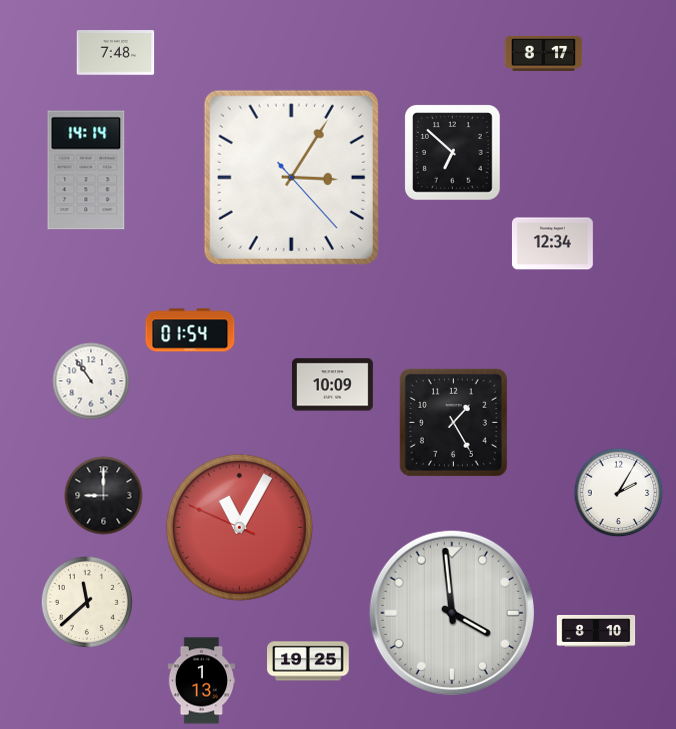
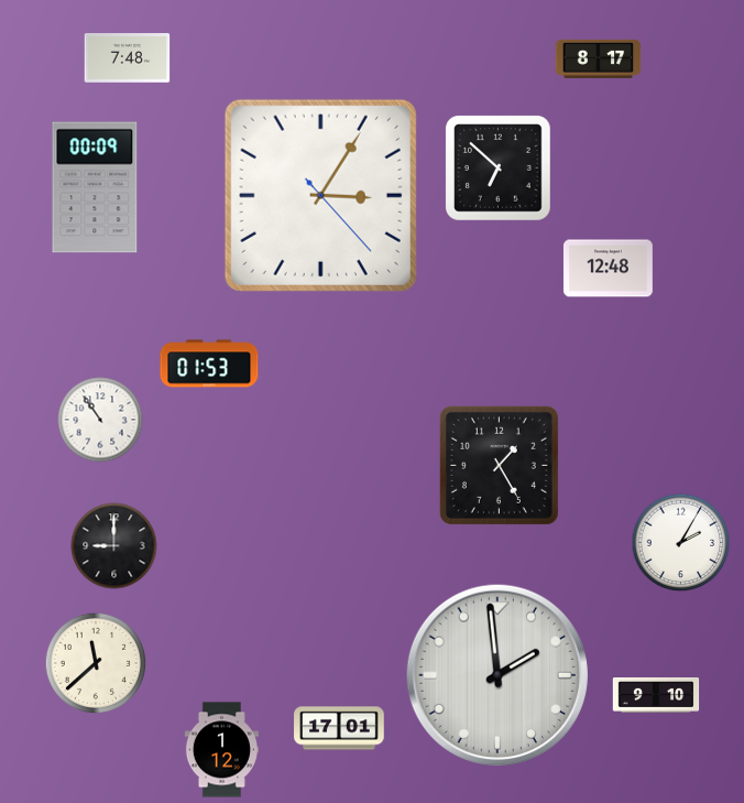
clock at (86, 170): 14:14 -> 00:09
clock at (552, 244): 12:34 -> 12:48
clock at (190, 330): 01:54 -> 01:53
clock at (332, 385): 10:09 -> none
clock at (239, 527): 11:04 -> none
clock at (452, 613): 3:59 -> 1:59
clock at (596, 631): 8:10 -> 9:10
clock at (308, 661): 19:25 -> 17:01
clock at (201, 681): 1:13 -> 1:12
